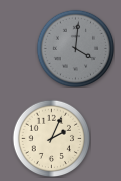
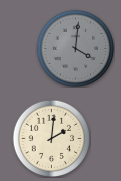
clock at (51, 138): 2:04 -> 2:01
